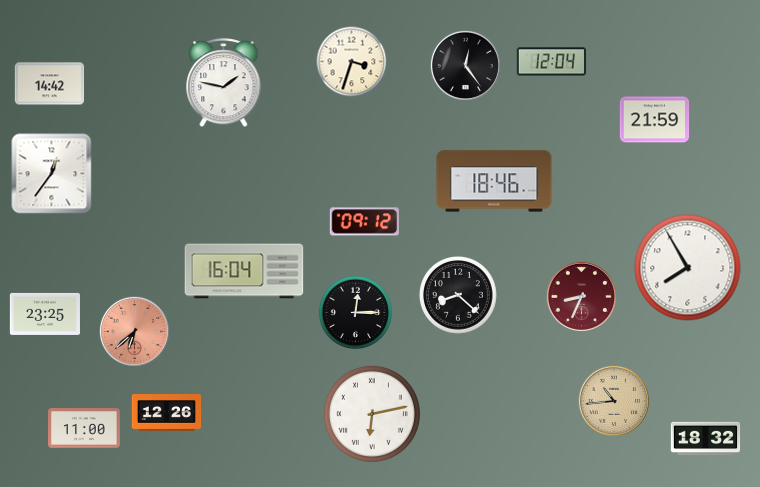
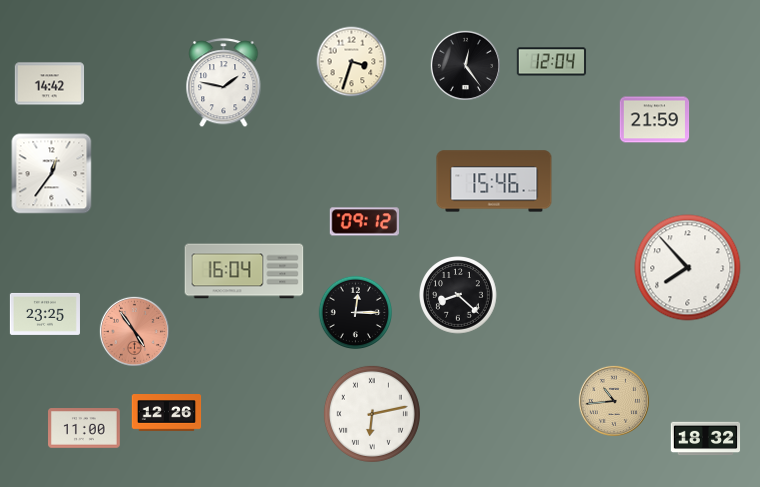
clock at (494, 181): 18:46 -> 15:46
clock at (688, 268): 7:55 -> 7:53
clock at (581, 296): 8:34 -> none
clock at (134, 331): 6:38 -> 4:54
